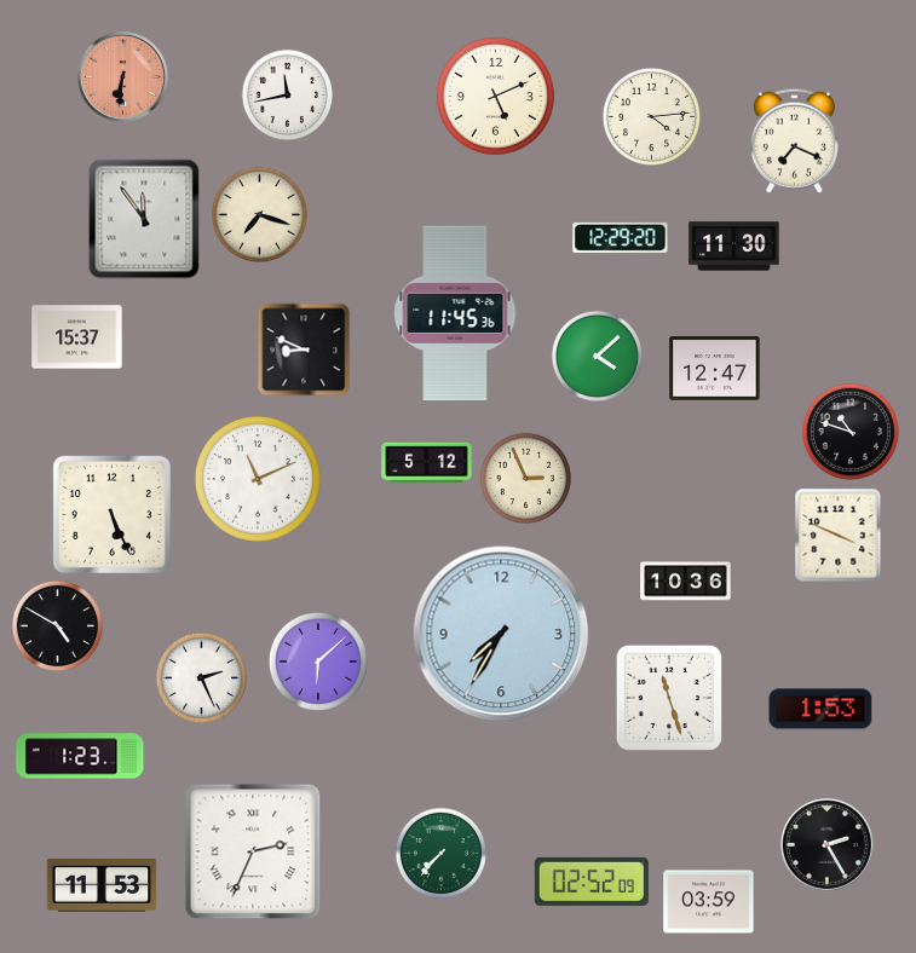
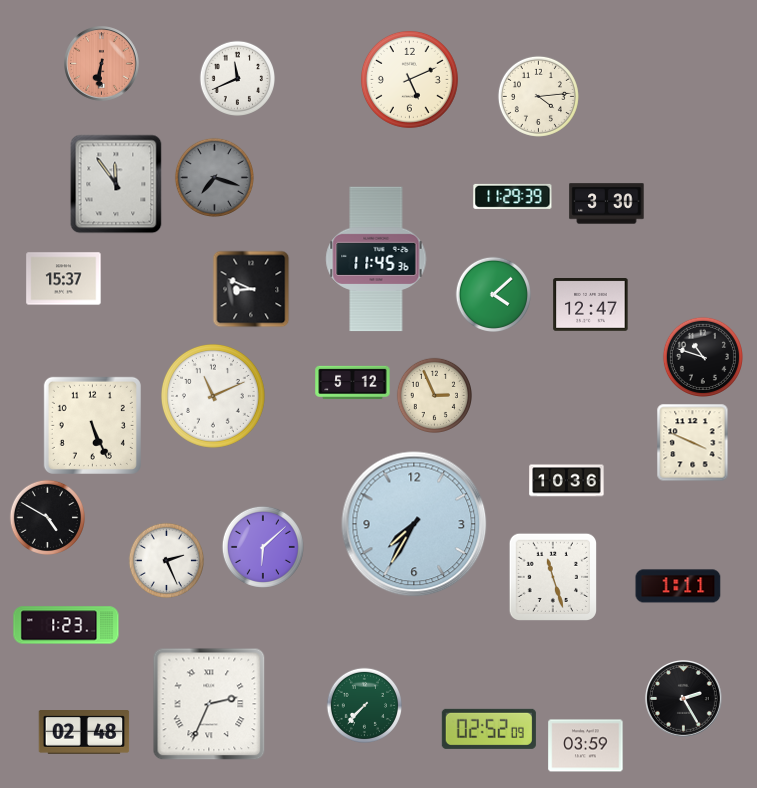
clock at (287, 94): 11:43 -> 11:41
clock at (794, 140): 7:19 -> none
clock at (259, 214) dial: cream -> grey
clock at (144, 219) position: (144, 219) -> (116, 184)
clock at (621, 237): 12:29 -> 11:29
clock at (734, 247): 11:30 -> 3:30
clock at (820, 709): 1:53 -> 1:11
clock at (102, 886): 11:53 -> 02:48
